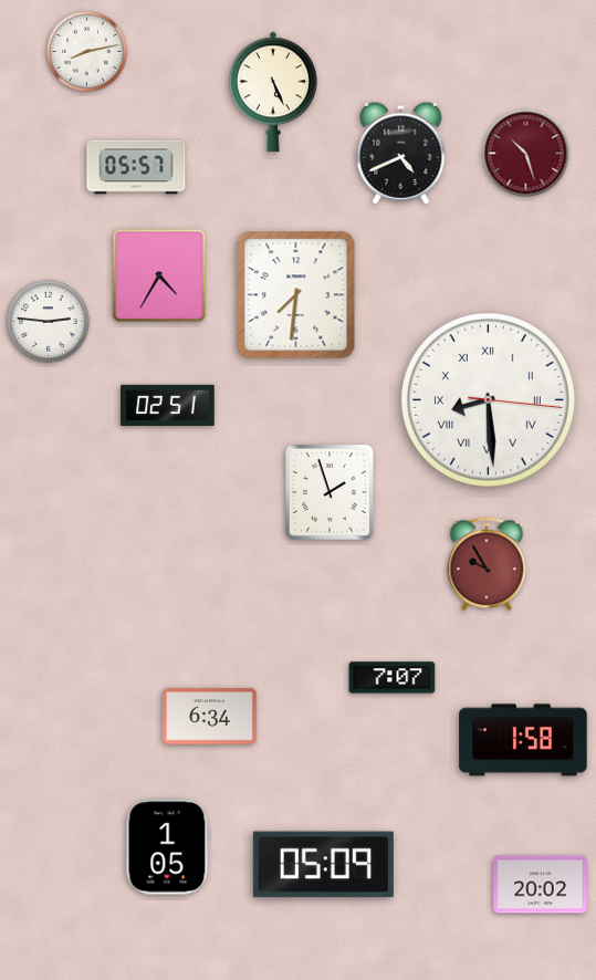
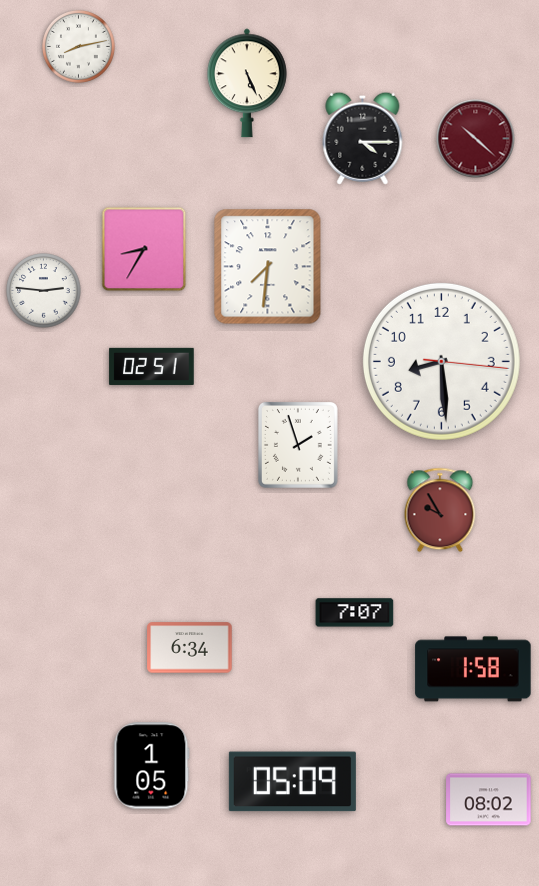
clock at (401, 153): 4:41 -> 4:15
clock at (526, 154): 10:27 -> 10:22
clock at (136, 167): 05:57 -> none
clock at (159, 275): 4:35 -> 8:35
clock at (488, 399) numerals: Roman -> Arabic
clock at (541, 885): 20:02 -> 08:02
